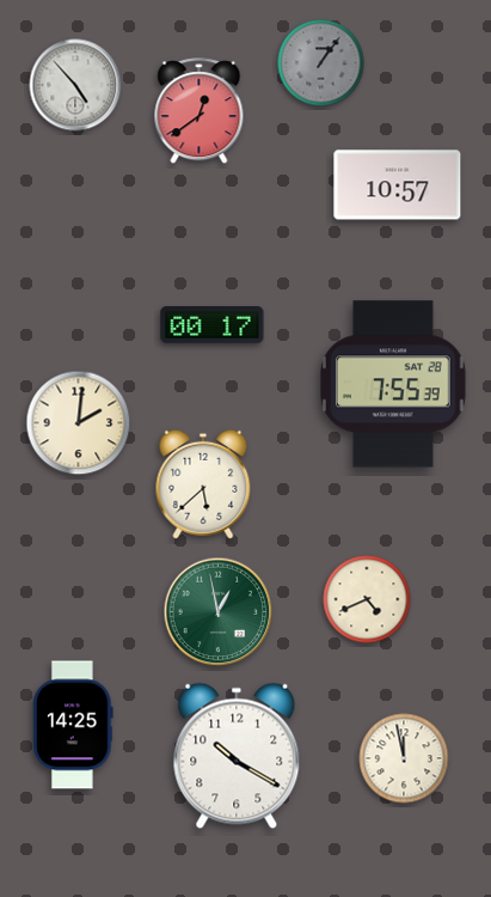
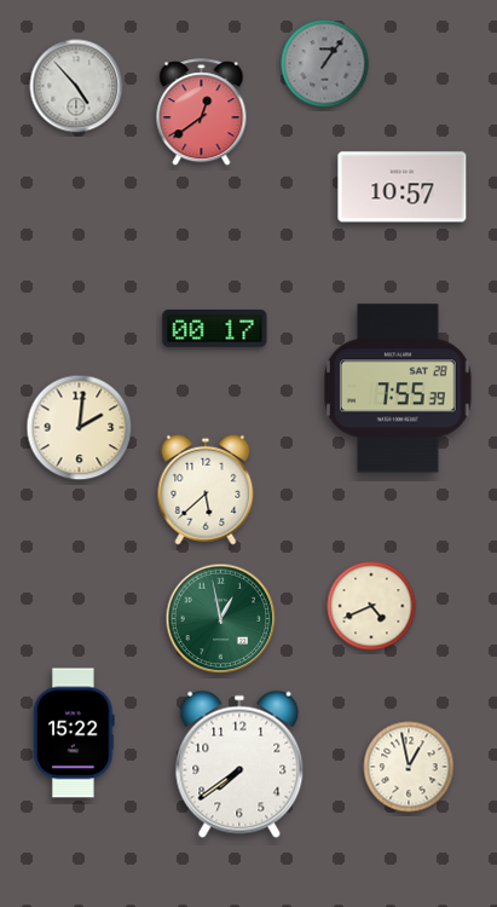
clock at (73, 725): 14:25 -> 15:22
clock at (237, 756): 10:20 -> 7:39
clock at (404, 758): 11:58 -> 12:58
